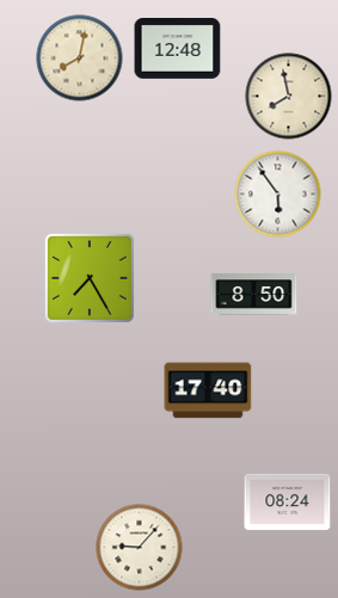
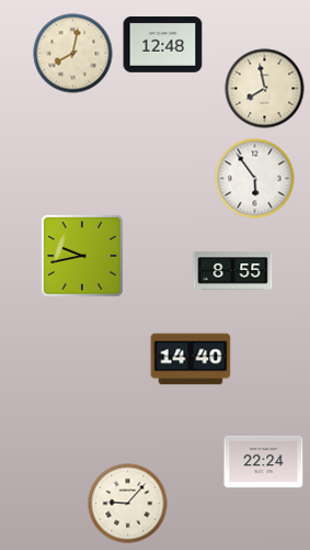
clock at (90, 278): 7:25 -> 9:43
clock at (254, 295): 8:50 -> 8:55
clock at (208, 390): 17:40 -> 14:40
clock at (288, 501): 08:24 -> 22:24
